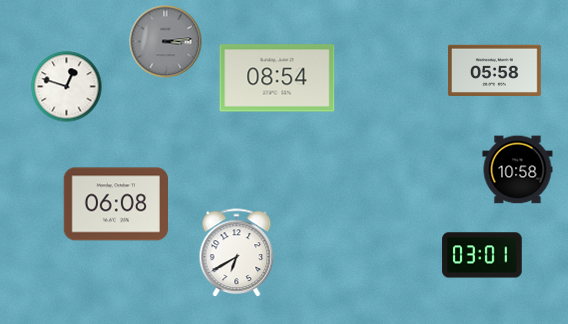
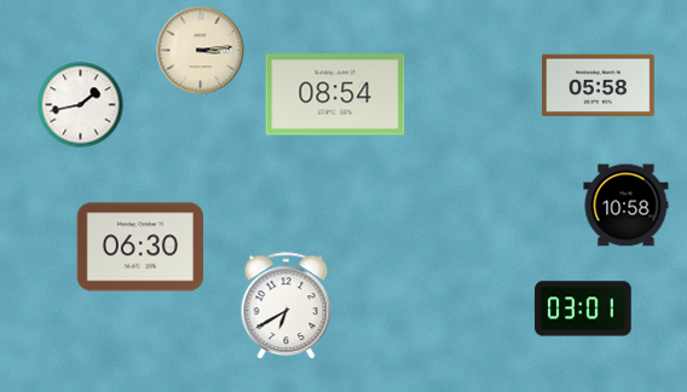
clock at (166, 42) dial: grey -> cream
clock at (67, 87): 12:48 -> 1:43
clock at (115, 204): 06:08 -> 06:30
